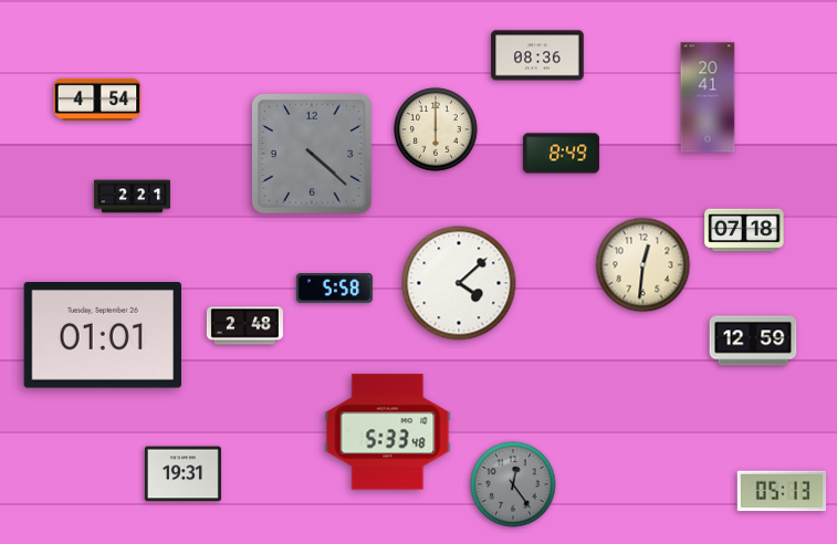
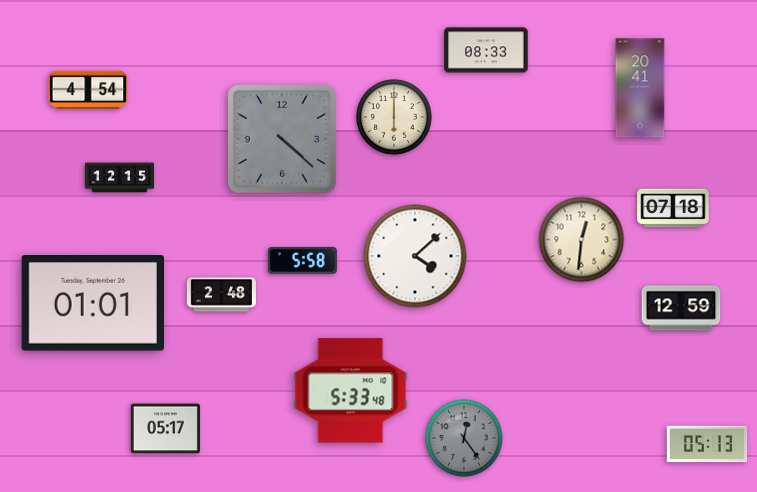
clock at (537, 55): 08:36 -> 08:33
clock at (561, 154): 8:49 -> none
clock at (132, 197): 2:21 -> 12:15
clock at (182, 474): 19:31 -> 05:17
